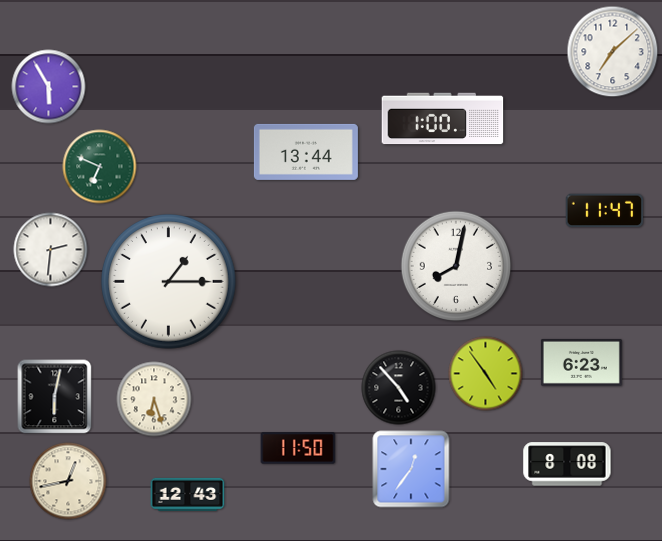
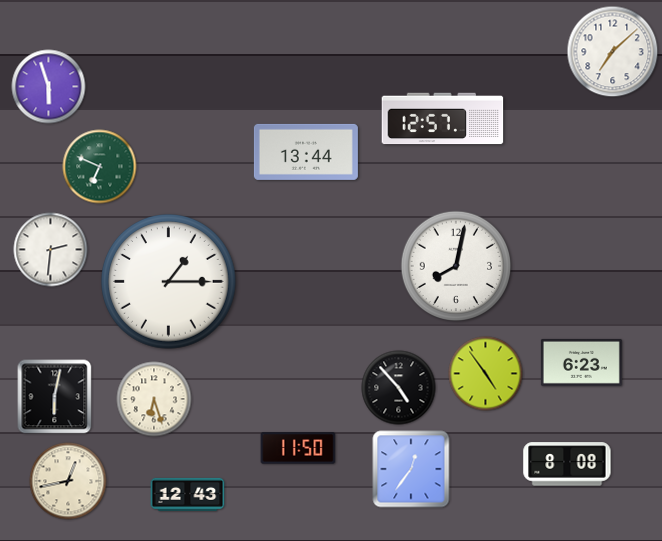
clock at (49, 87): 5:55 -> 5:57
clock at (443, 119): 1:00 -> 12:57
clock at (605, 211): 11:47 -> none
